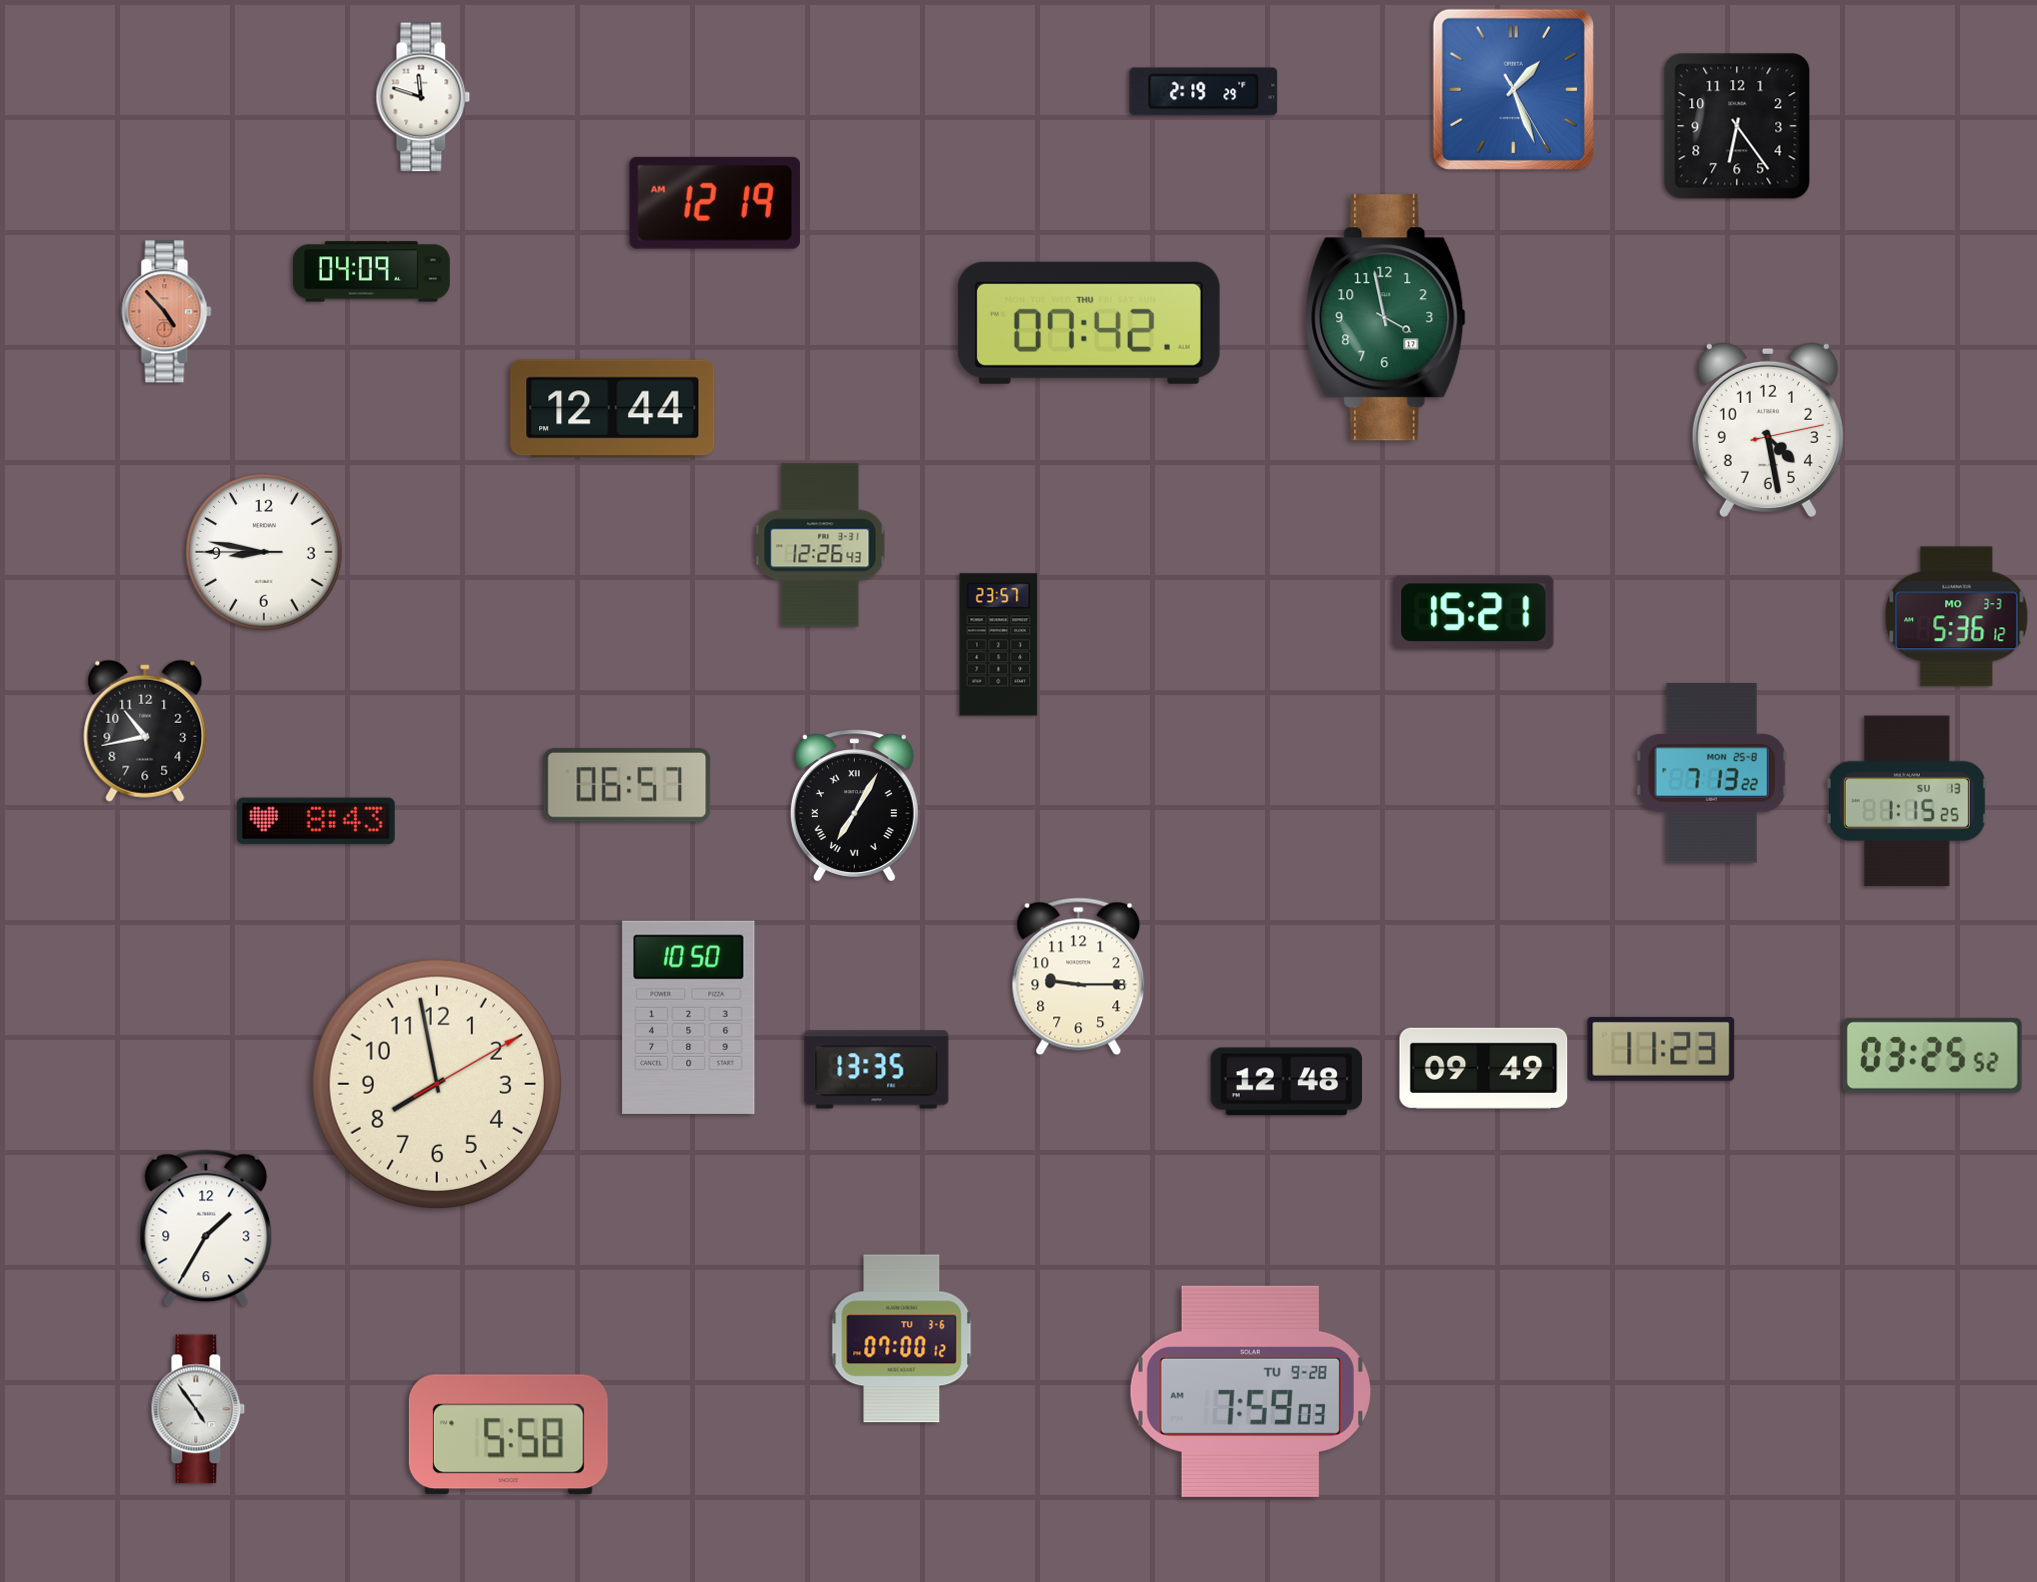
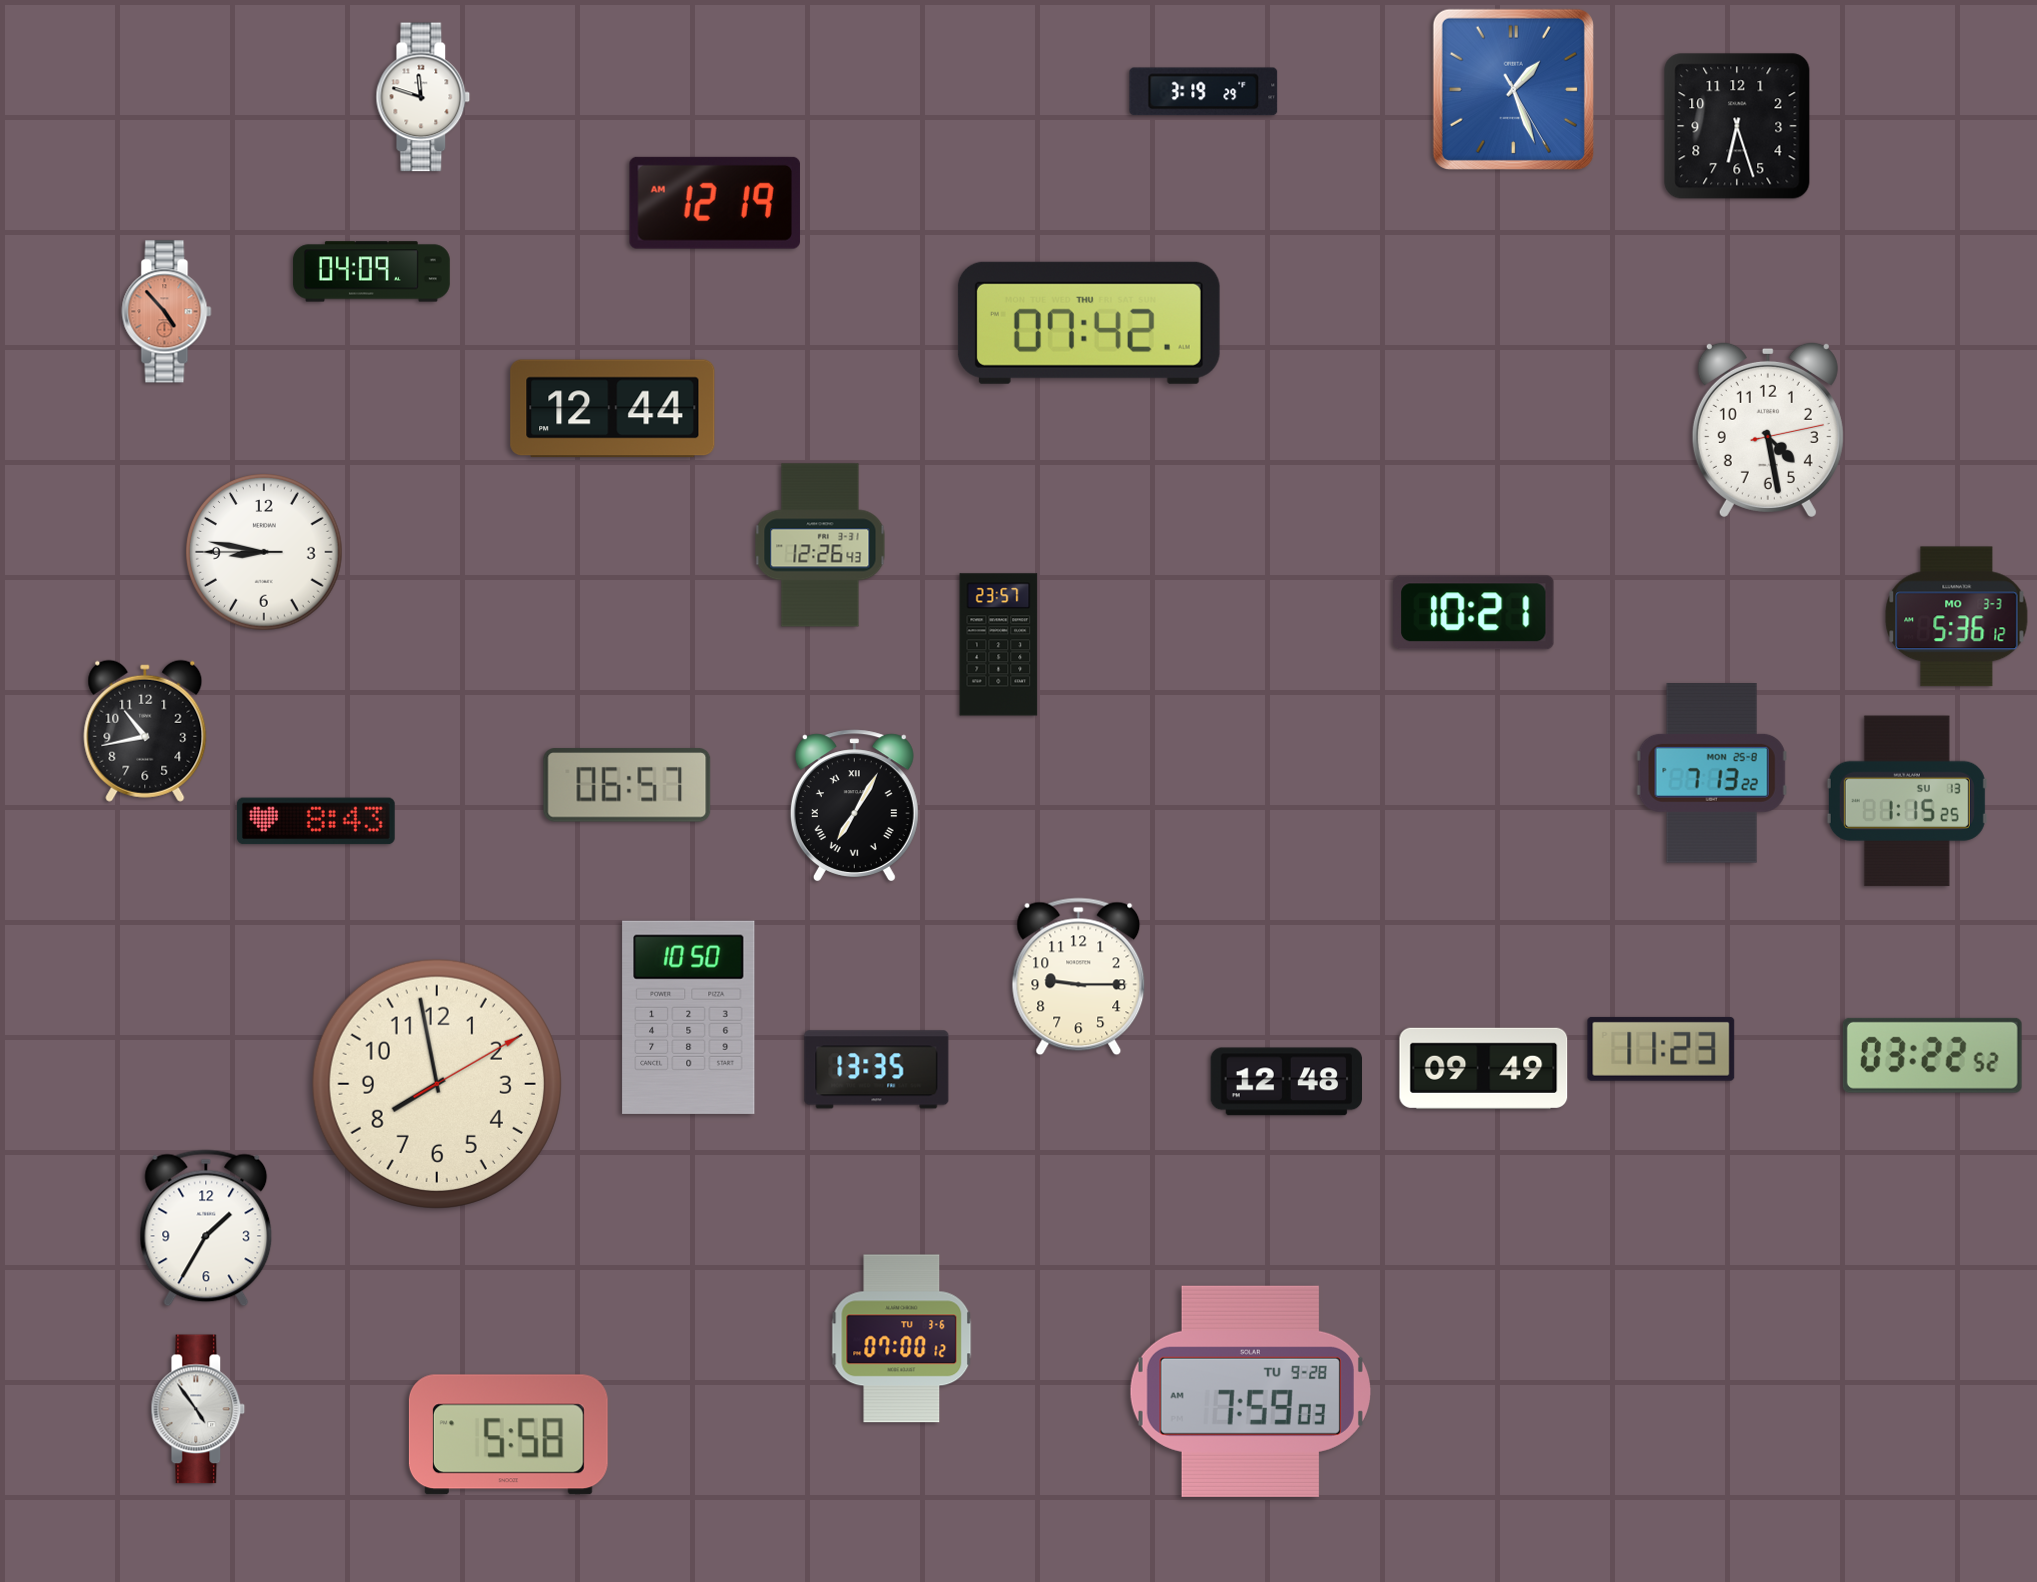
clock at (1204, 92): 2:19 -> 3:19
clock at (1737, 126): 6:24 -> 6:27
clock at (1386, 318): 3:58 -> none
clock at (1474, 613): 15:21 -> 10:21
clock at (1932, 1055): 03:25 -> 03:22
